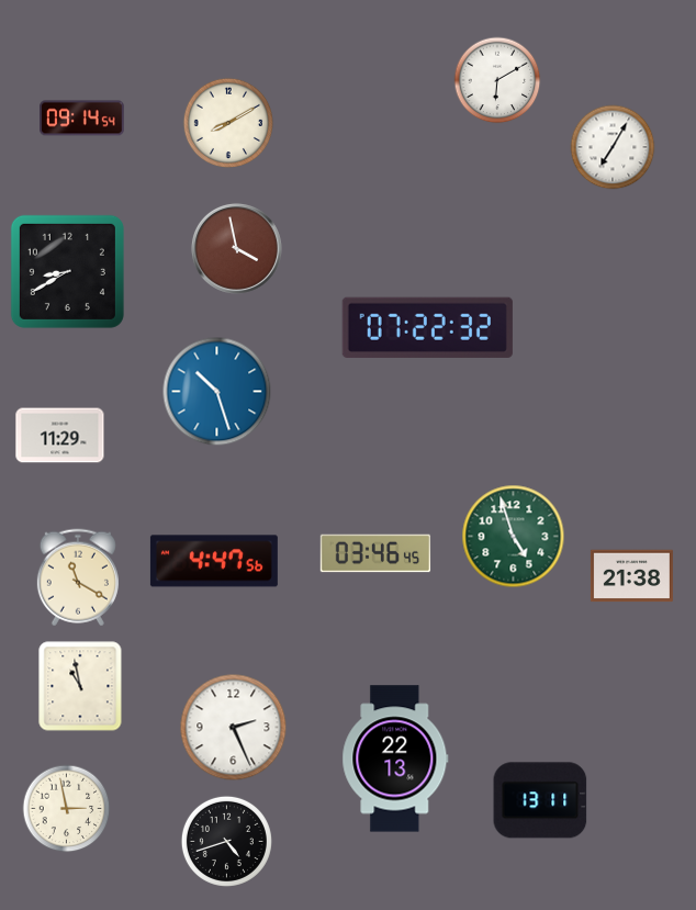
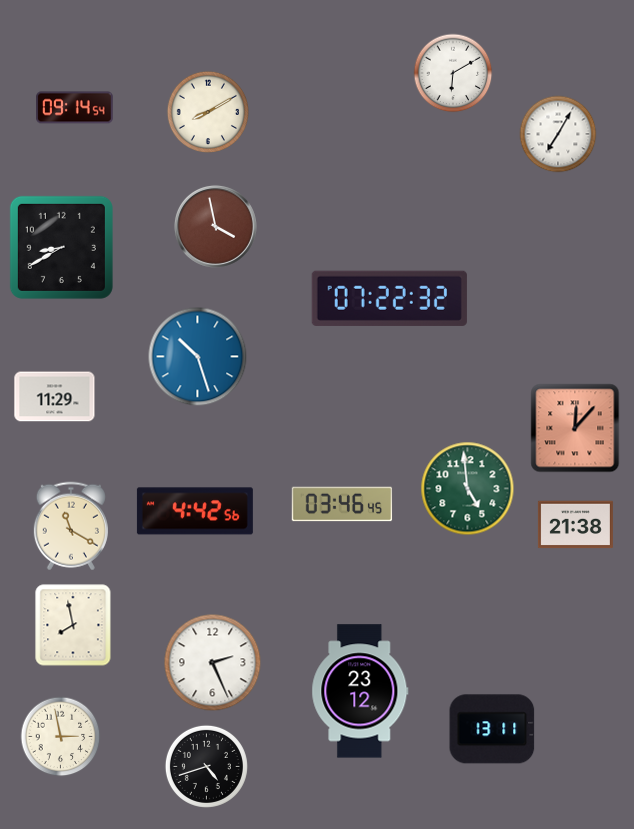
clock at (575, 428): none -> 12:07
clock at (514, 537): 4:57 -> 4:59
clock at (214, 561): 4:47 -> 4:42
clock at (80, 686): 10:58 -> 7:58
clock at (395, 759): 22:13 -> 23:12
